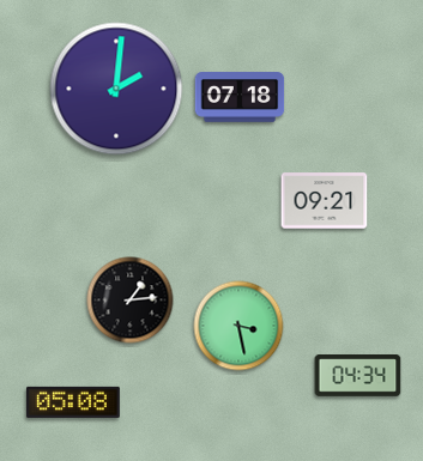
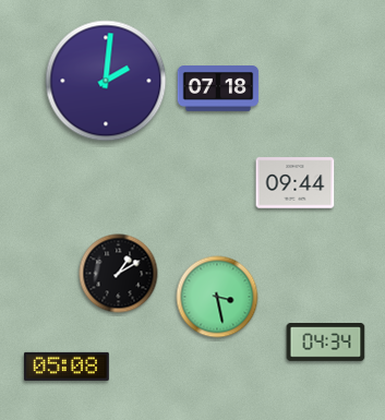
clock at (325, 201): 09:21 -> 09:44
clock at (131, 301): 1:14 -> 1:10
